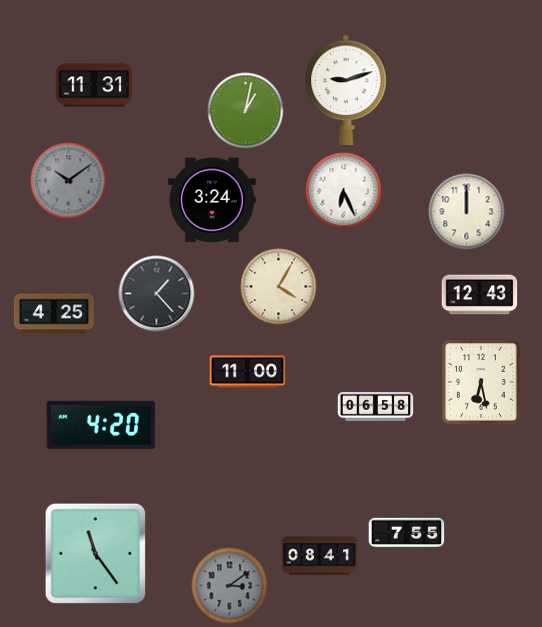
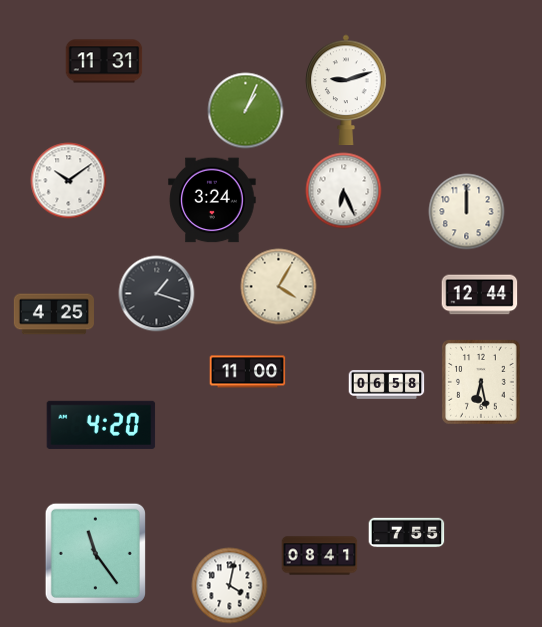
clock at (94, 85) position: (94, 85) -> (104, 61)
clock at (246, 111): 1:02 -> 1:04
clock at (69, 181) dial: grey -> white
clock at (157, 294): 1:23 -> 1:18
clock at (480, 295): 12:43 -> 12:44
clock at (376, 407) position: (376, 407) -> (387, 385)
clock at (230, 586): 3:09 -> 4:02
clock at (230, 586) dial: grey -> white
